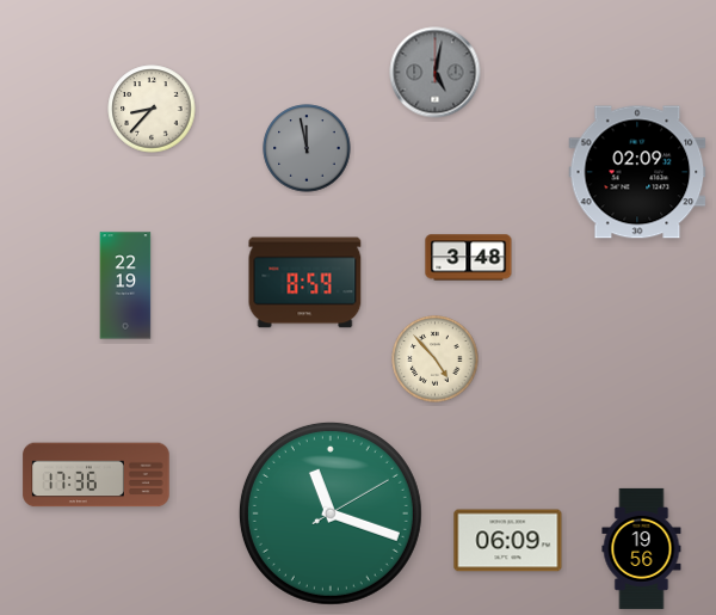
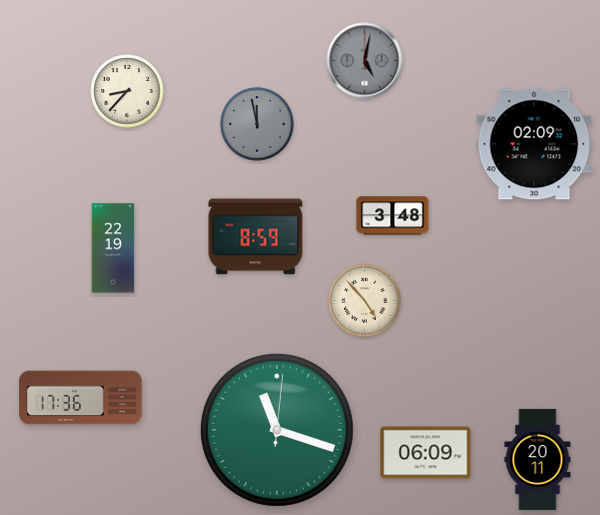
clock at (125, 285) position: (125, 285) -> (113, 248)
clock at (331, 513): 11:18:10 -> 11:18:01
clock at (642, 548): 19:56 -> 20:11
